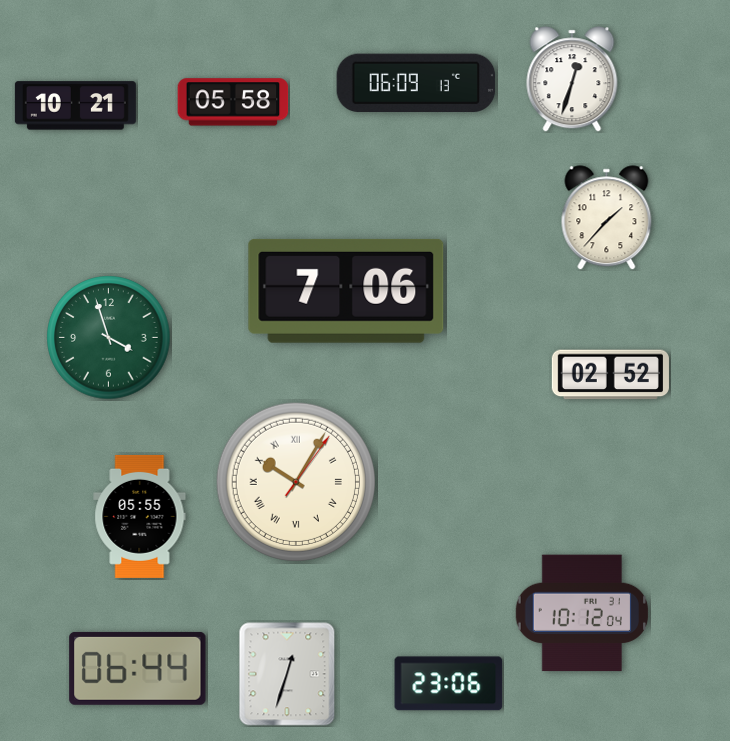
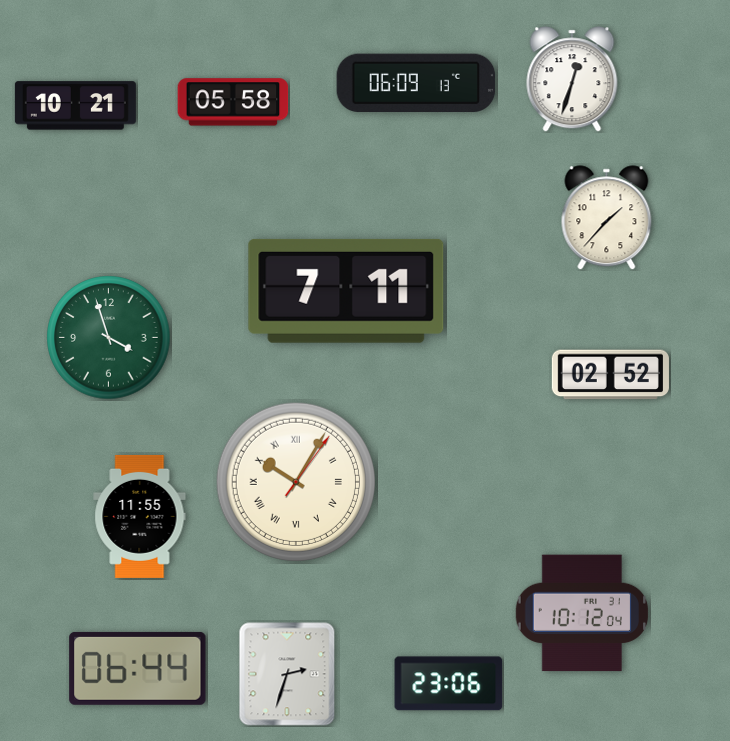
clock at (346, 291): 7:06 -> 7:11
clock at (140, 516): 05:55 -> 11:55
clock at (287, 674): 12:33 -> 2:33
